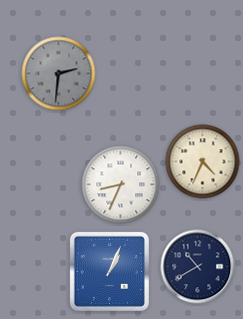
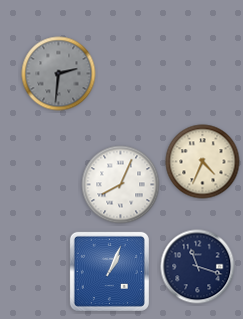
clock at (121, 185): 8:34 -> 8:04
clock at (198, 267): 10:40 -> 11:18
